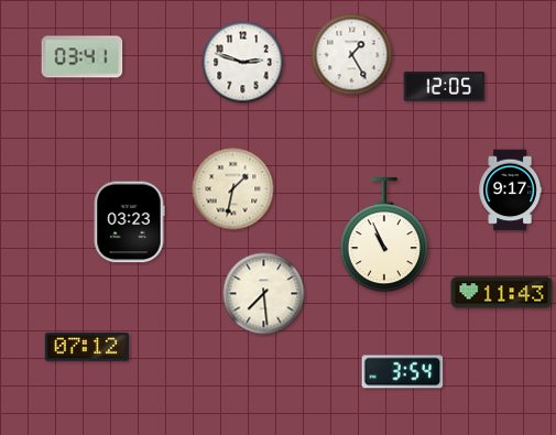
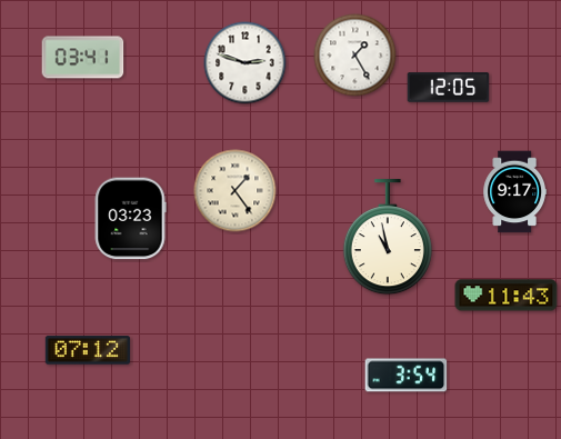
clock at (233, 189): 1:32 -> 1:24
clock at (129, 222) position: (129, 222) -> (130, 219)
clock at (384, 236): 10:56 -> 10:58
clock at (264, 294): 7:29 -> none
